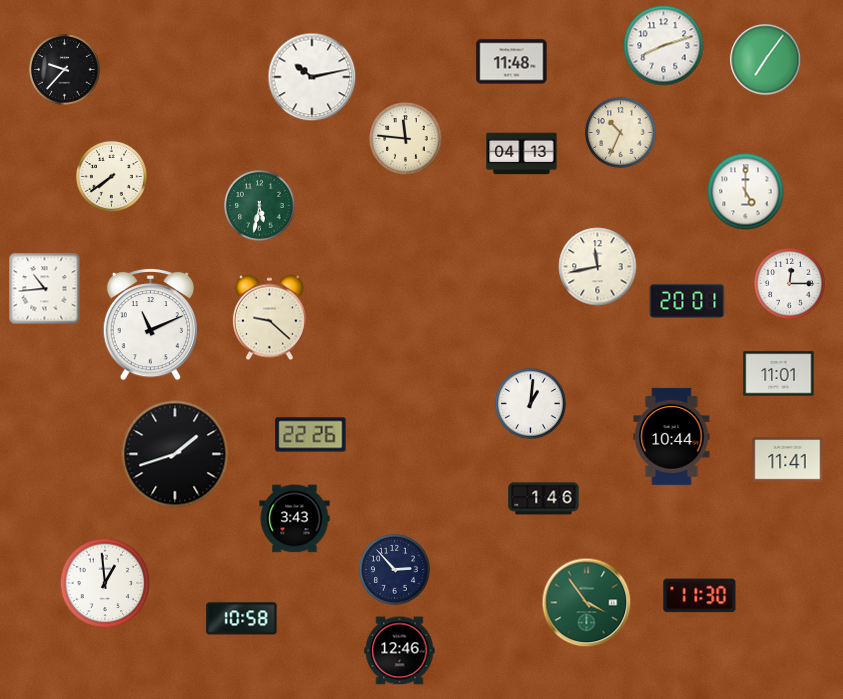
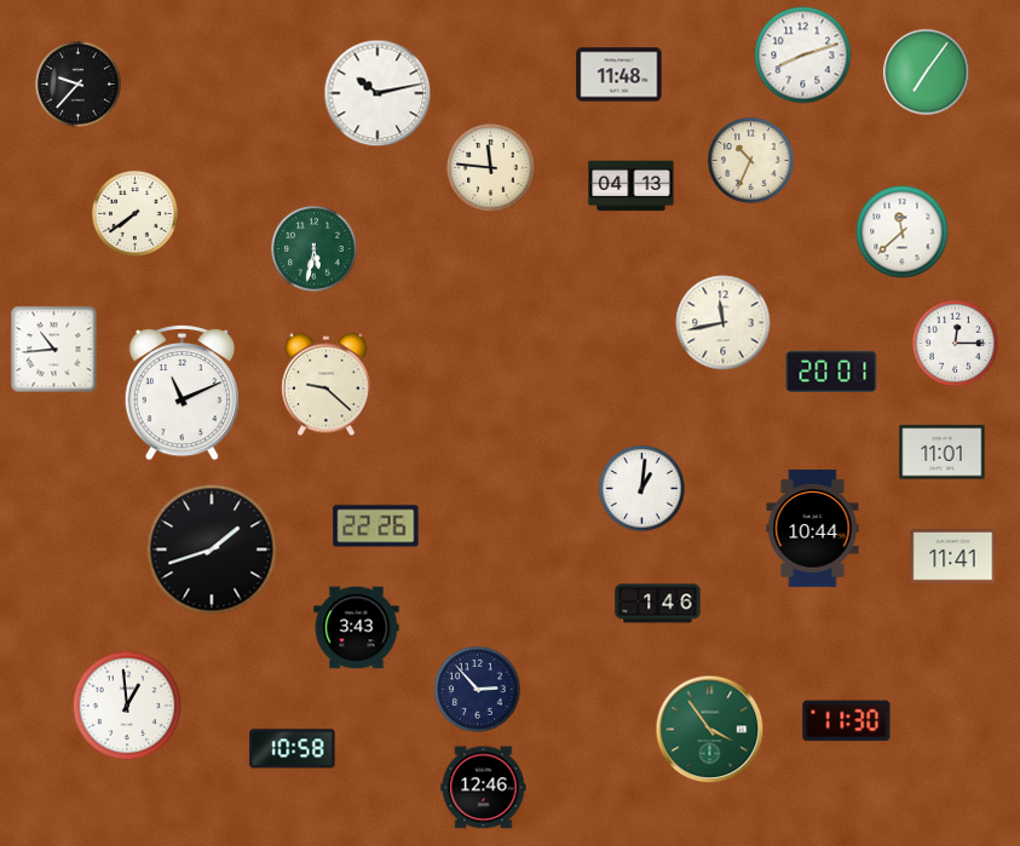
clock at (746, 192): 5:00 -> 11:38
clock at (687, 301) position: (687, 301) -> (831, 372)
